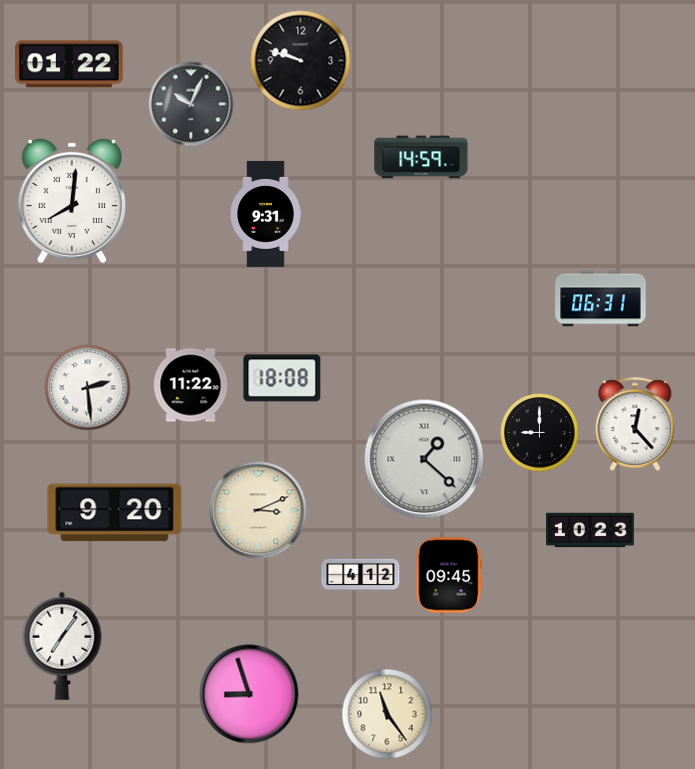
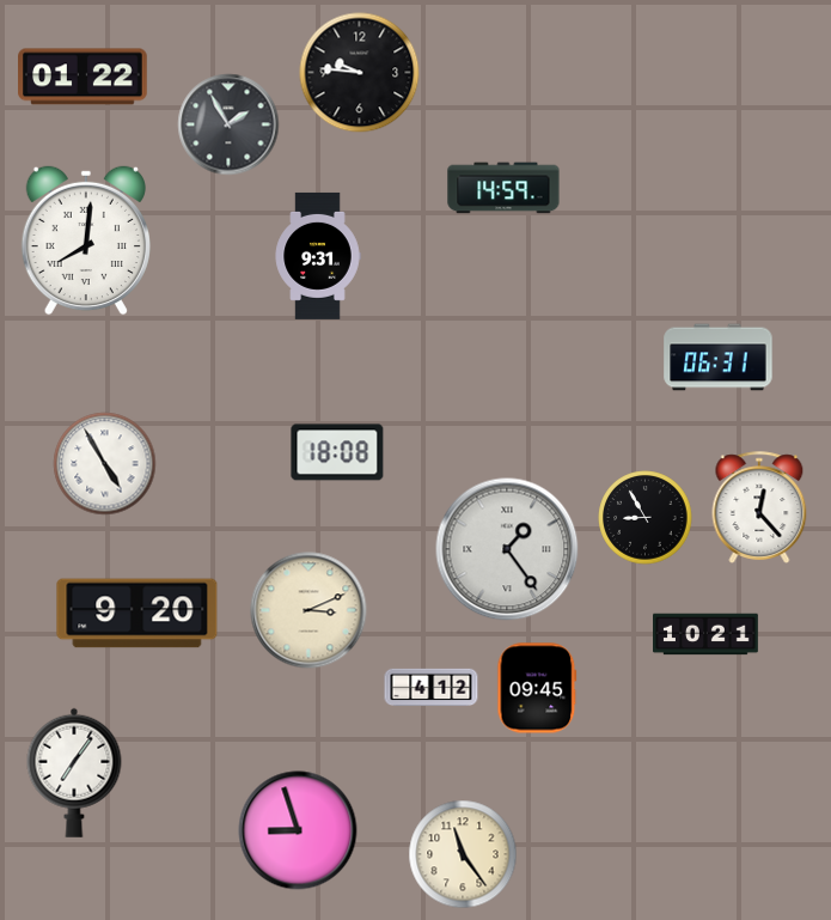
clock at (301, 61): 9:48 -> 9:46
clock at (191, 104): 10:04 -> 1:55
clock at (191, 385): 11:22 -> none
clock at (88, 388): 2:29 -> 4:55
clock at (540, 433): 9:00 -> 8:55
clock at (424, 459): 1:22 -> 1:24
clock at (590, 530): 10:23 -> 10:21
